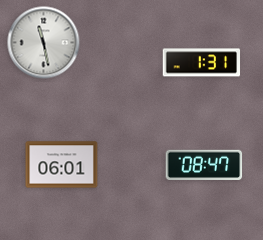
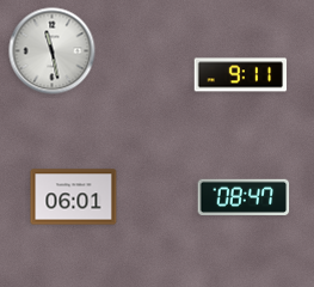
clock at (202, 63): 1:31 -> 9:11
